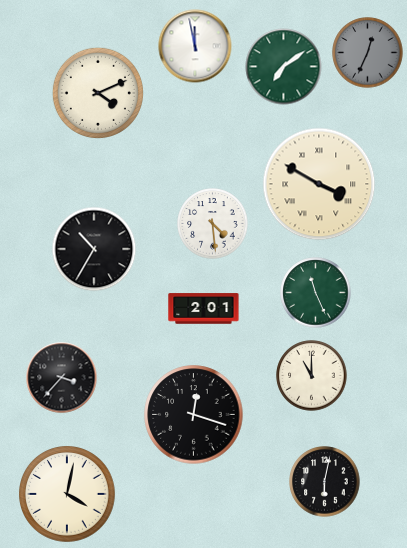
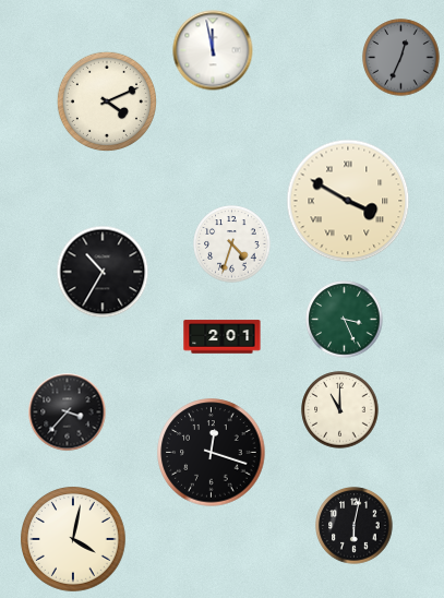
clock at (284, 67): 7:09 -> none
clock at (213, 224): 4:29 -> 4:33
clock at (316, 293): 11:26 -> 3:26
